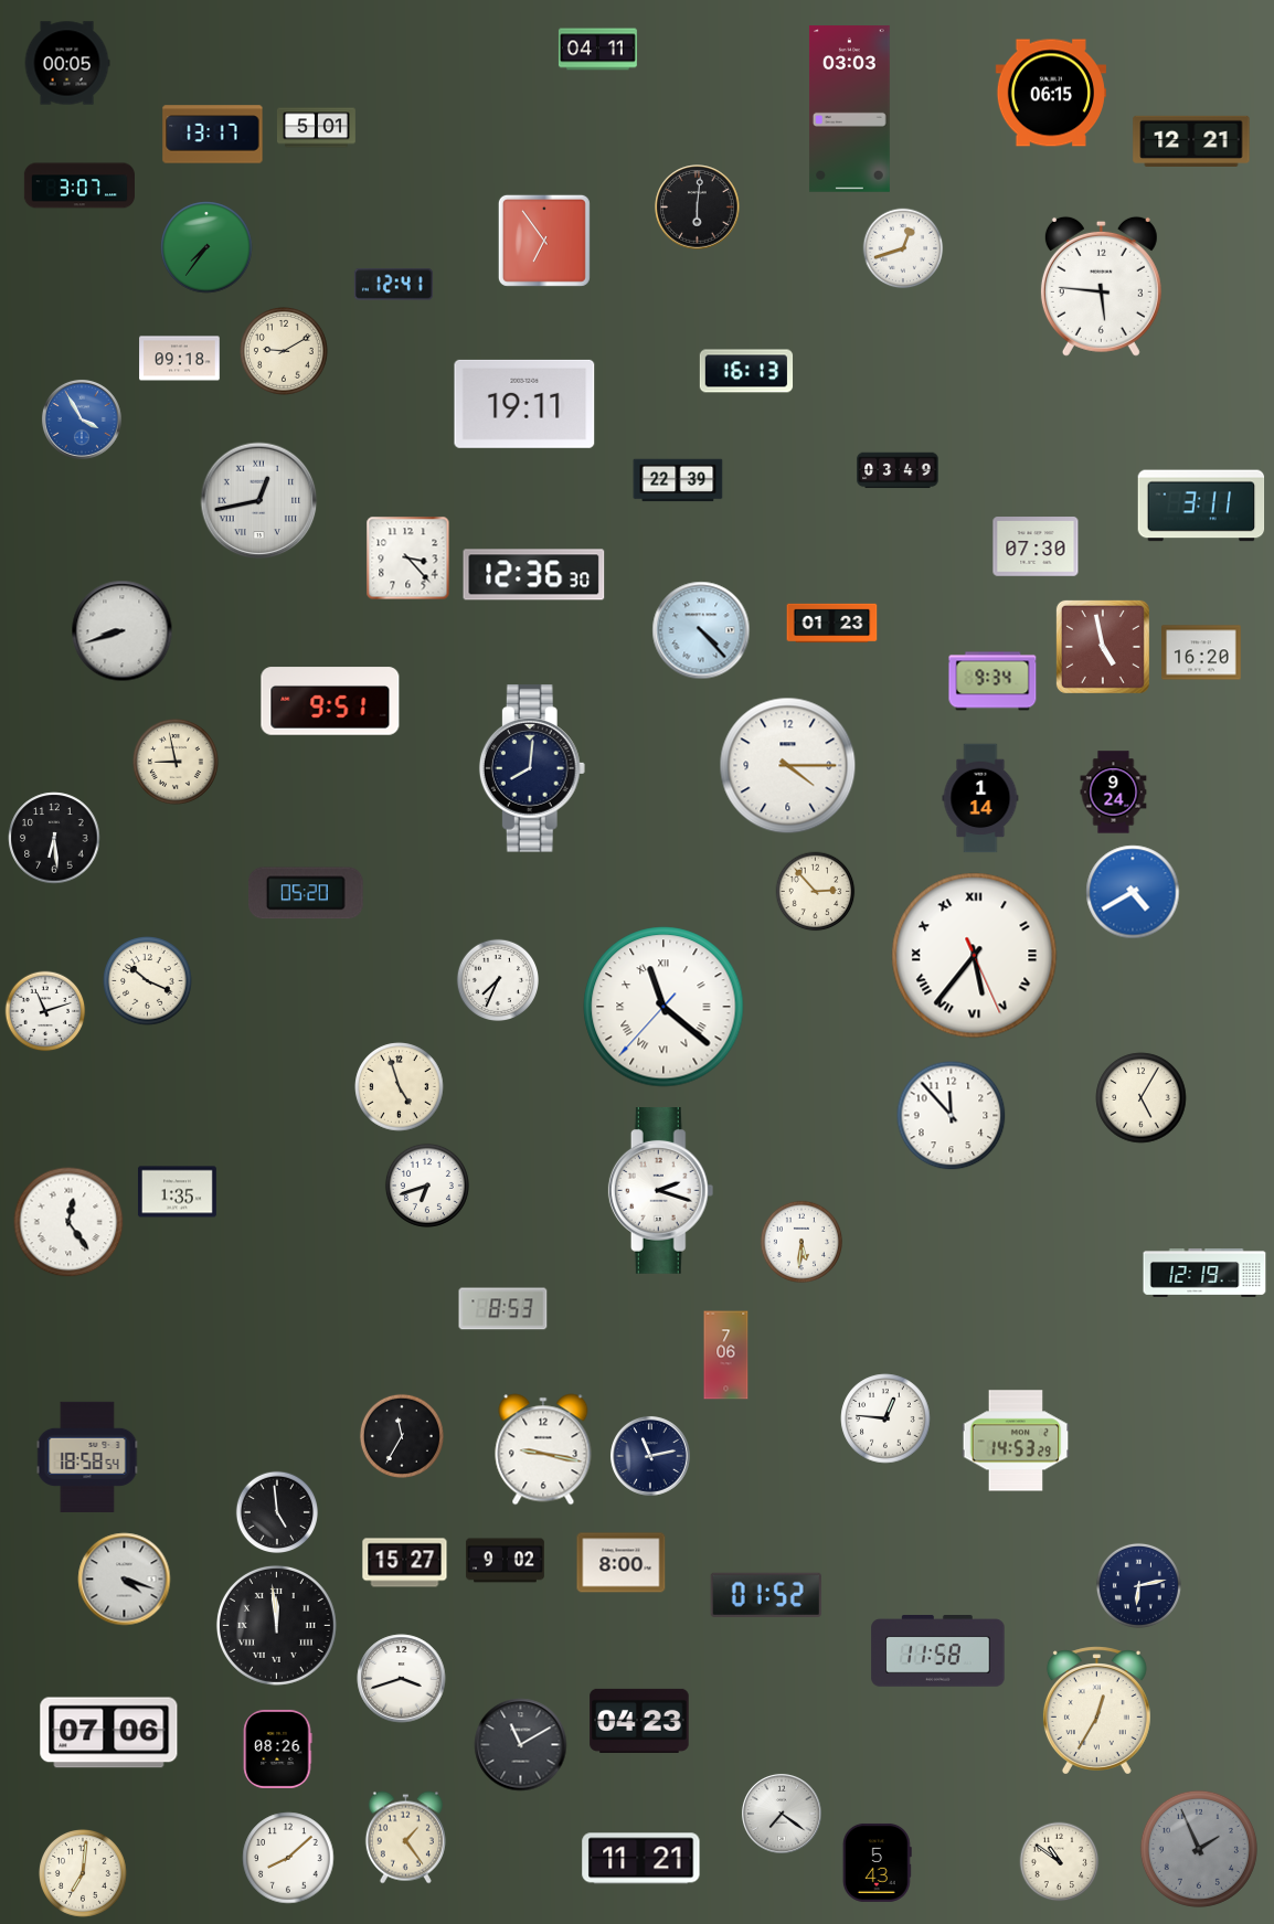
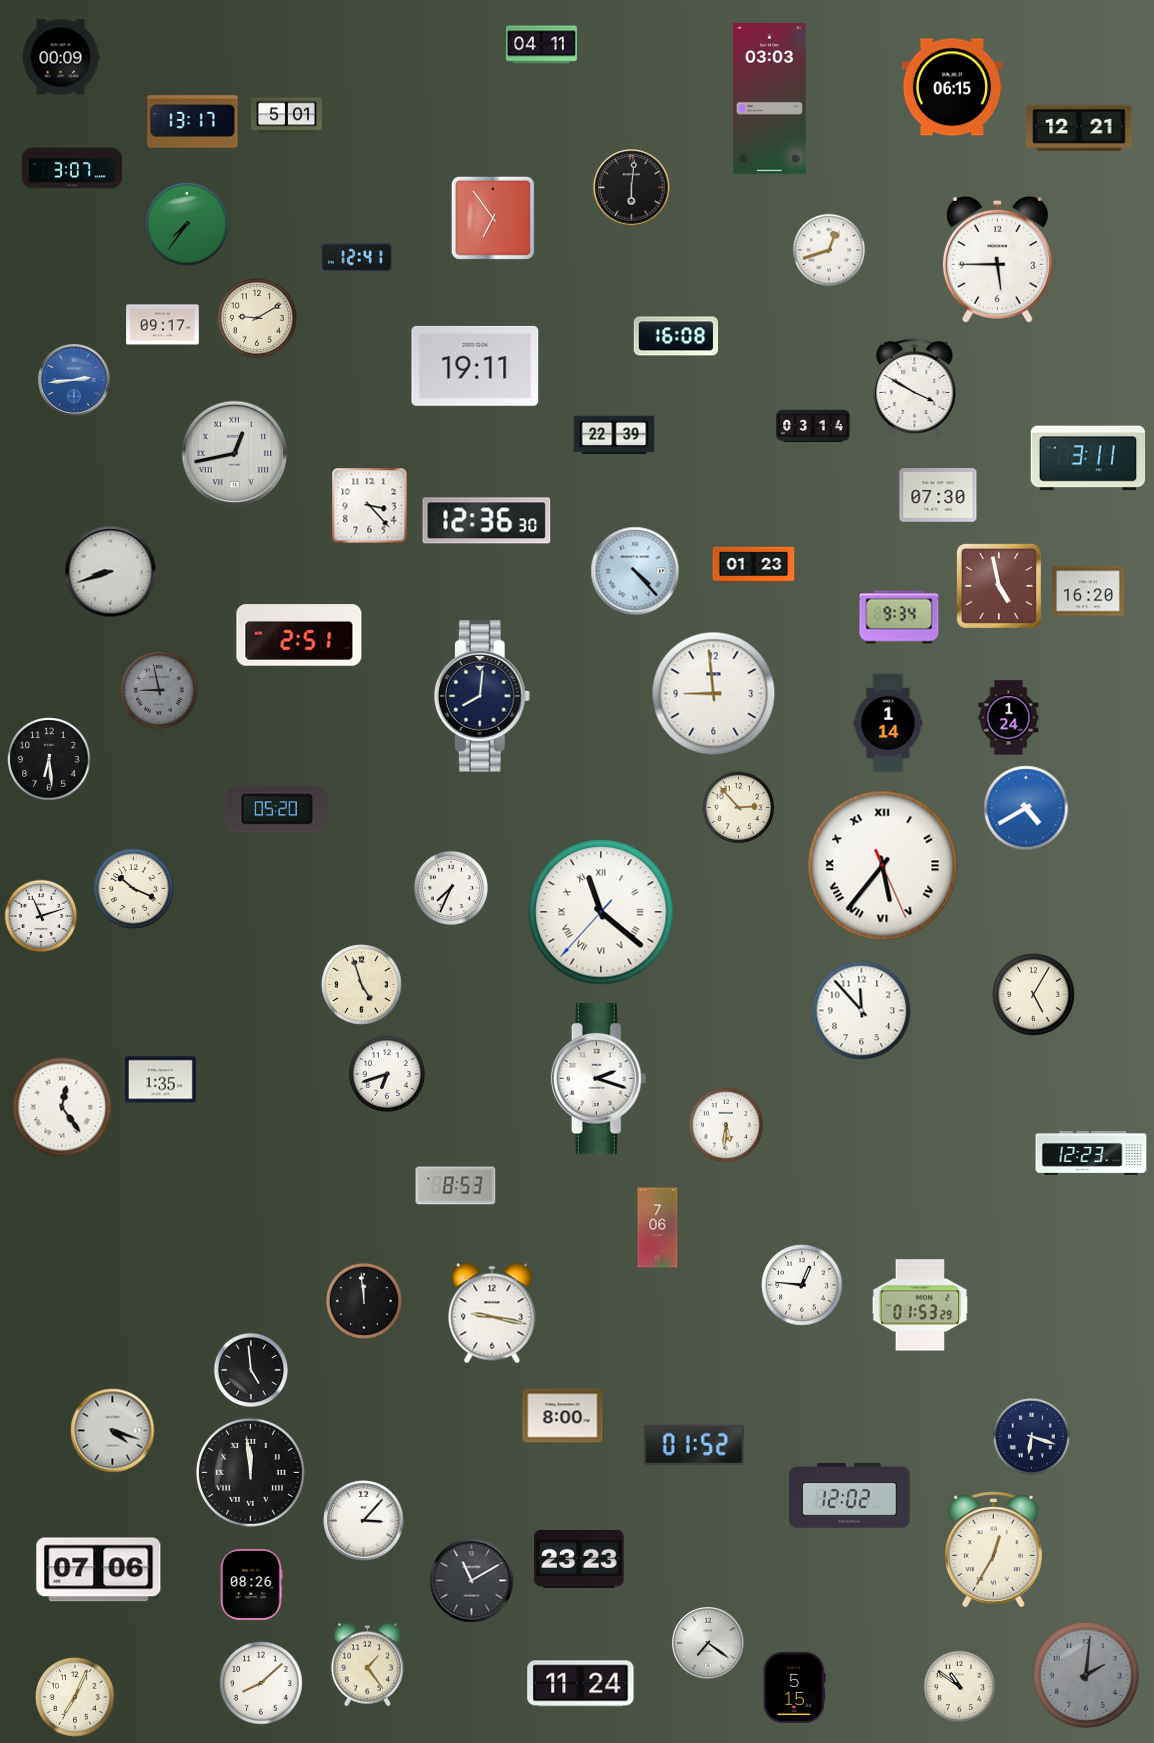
clock at (67, 63): 00:05 -> 00:09
clock at (1050, 93) position: (1050, 93) -> (951, 87)
clock at (903, 248) position: (903, 248) -> (829, 250)
clock at (1101, 286): 5:46 -> 5:45
clock at (180, 359): 09:18 -> 09:17
clock at (746, 371): 16:13 -> 16:08
clock at (82, 419): 3:55 -> 2:44
clock at (915, 388): none -> 3:50
clock at (898, 470): 03:49 -> 03:14
clock at (534, 575) position: (534, 575) -> (487, 521)
clock at (330, 701): 9:51 -> 2:51
clock at (176, 762) dial: cream -> grey
clock at (788, 766): 4:15 -> 8:59
clock at (1114, 793): 9:24 -> 1:24
clock at (1204, 1274): 12:19 -> 12:23
clock at (402, 1436): 11:35 -> 11:59
clock at (1016, 1441): 14:53 -> 01:53
clock at (87, 1456): 18:58 -> none
clock at (650, 1456): 11:13 -> none
clock at (505, 1561): 9:02 -> none
clock at (405, 1563): 15:27 -> none
clock at (1138, 1585): 6:13 -> 6:18
clock at (938, 1651): 11:58 -> 12:02
clock at (402, 1679): 3:42 -> 3:07
clock at (639, 1721): 04:23 -> 23:23
clock at (1199, 1849): 1:56 -> 2:01
clock at (641, 1859): 11:21 -> 11:24
clock at (877, 1862): 5:43 -> 5:15
clock at (84, 1874): 7:01 -> 7:04
